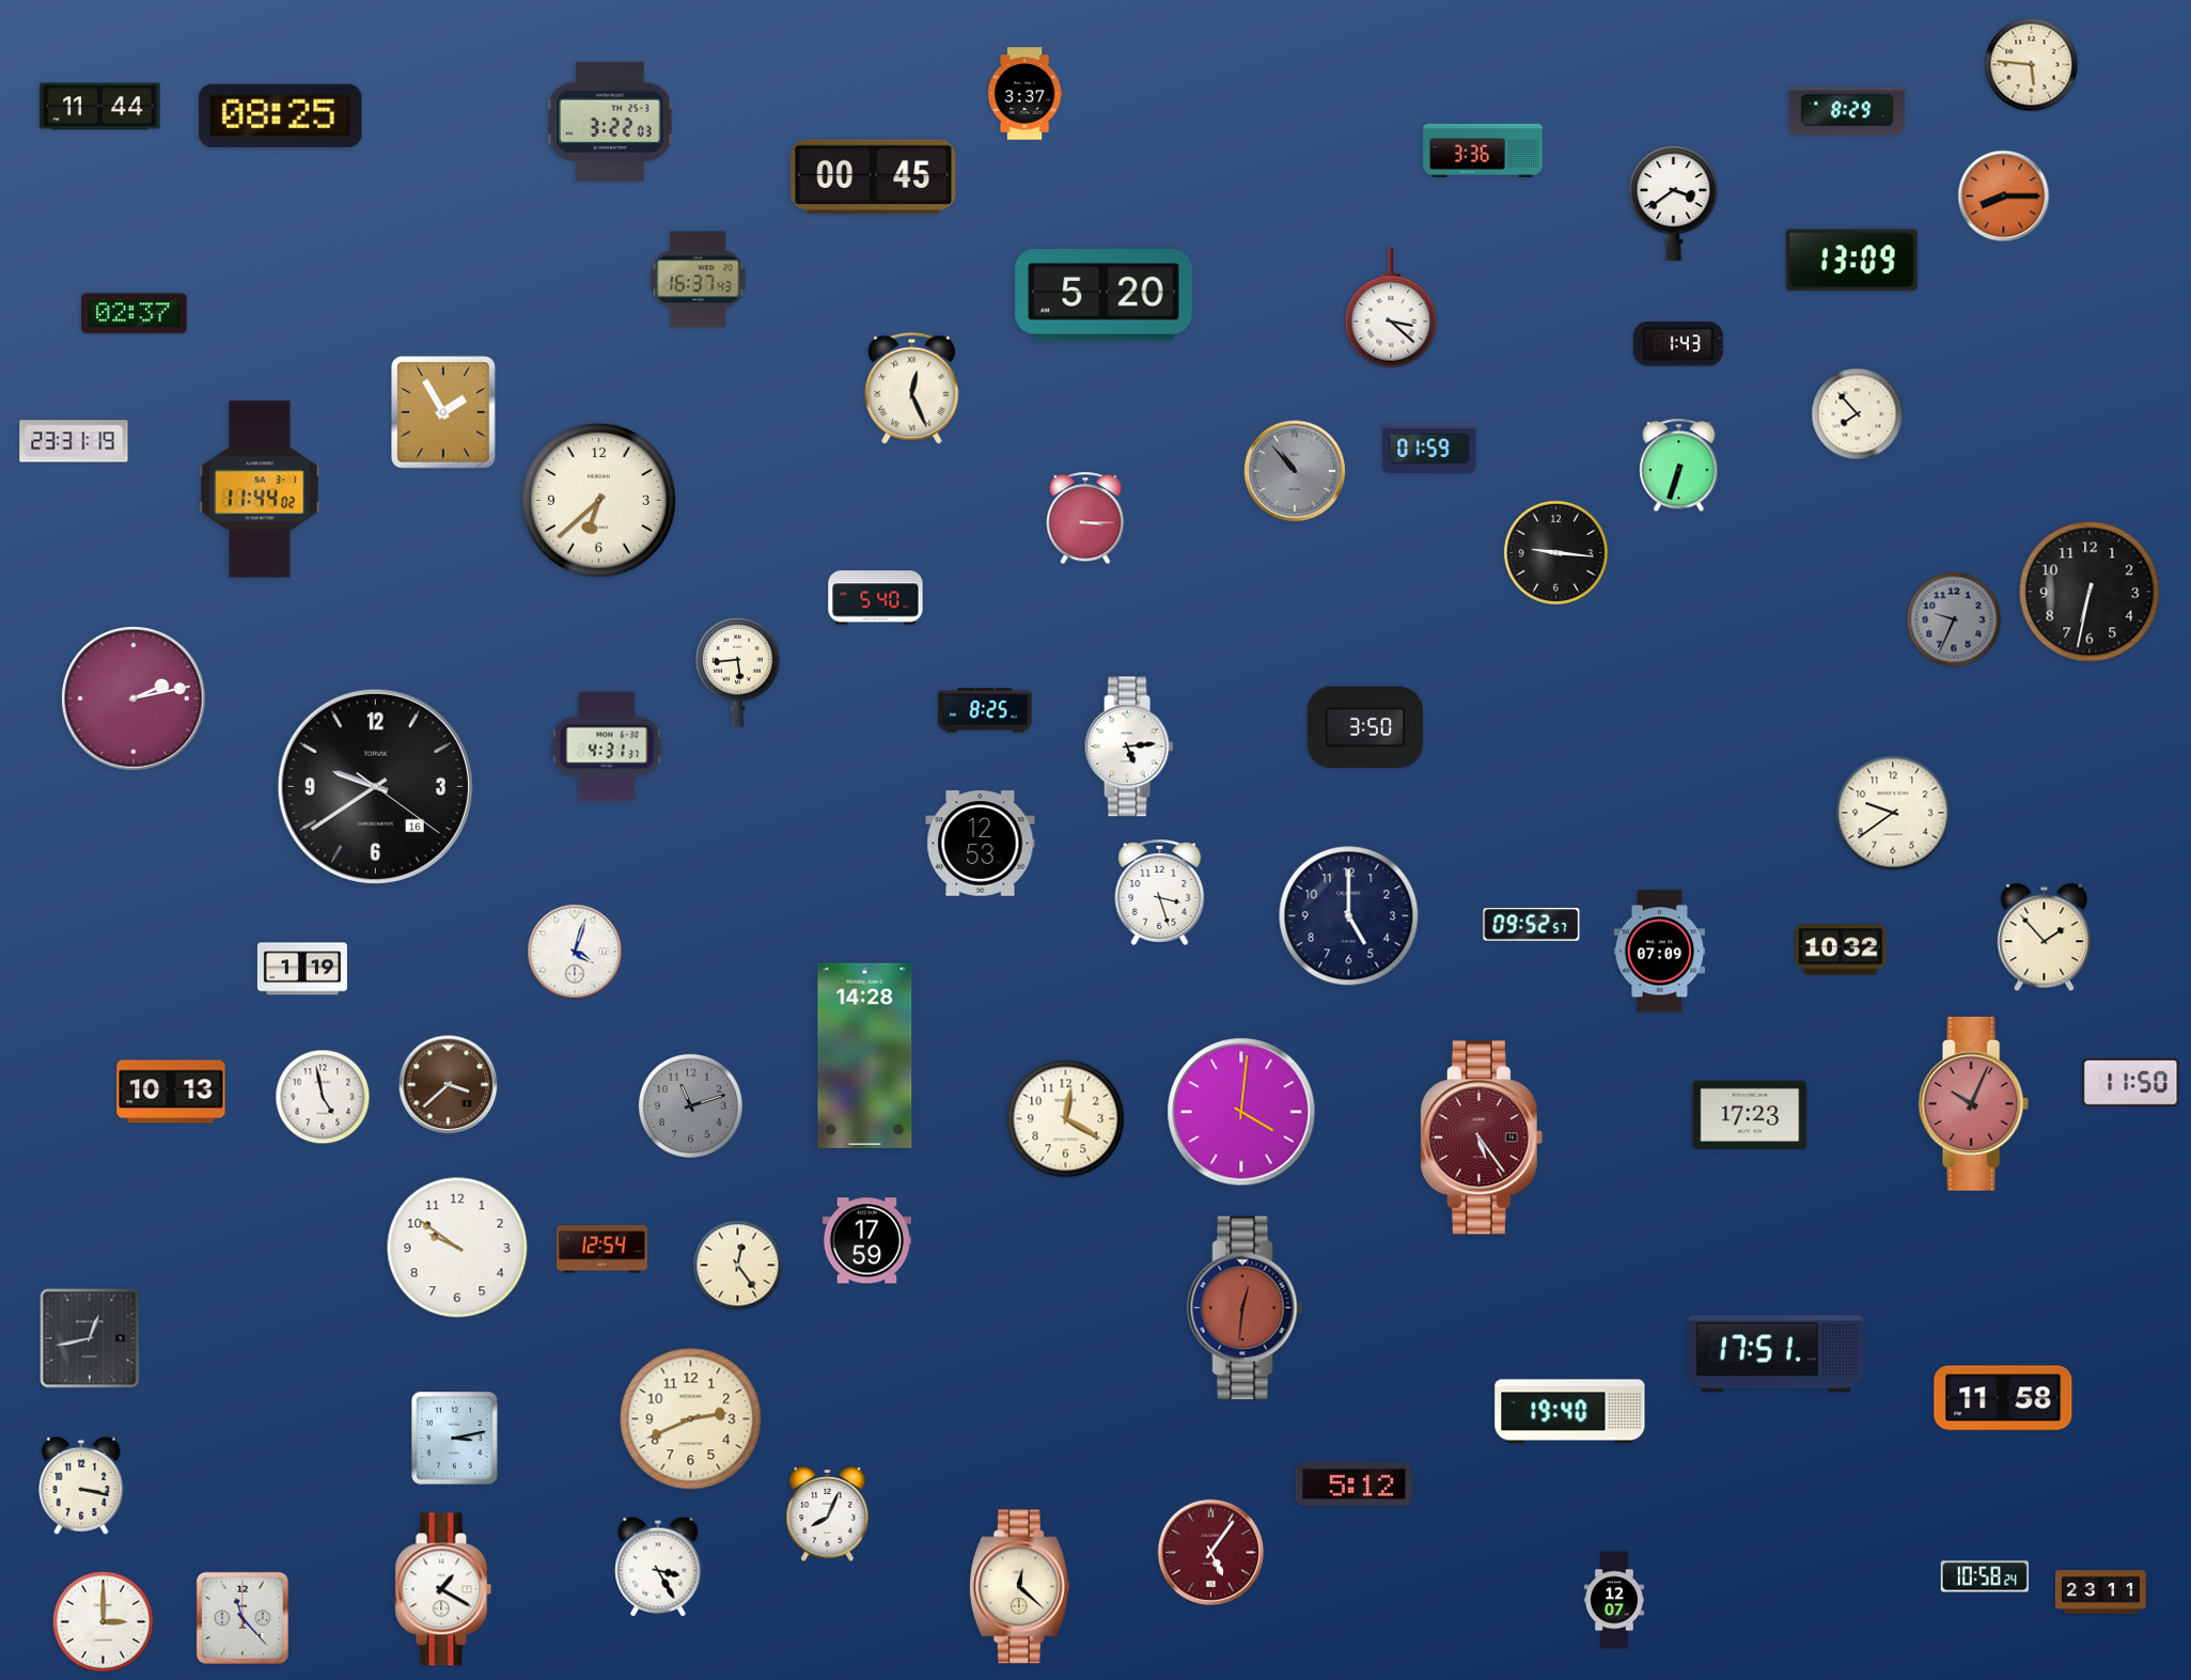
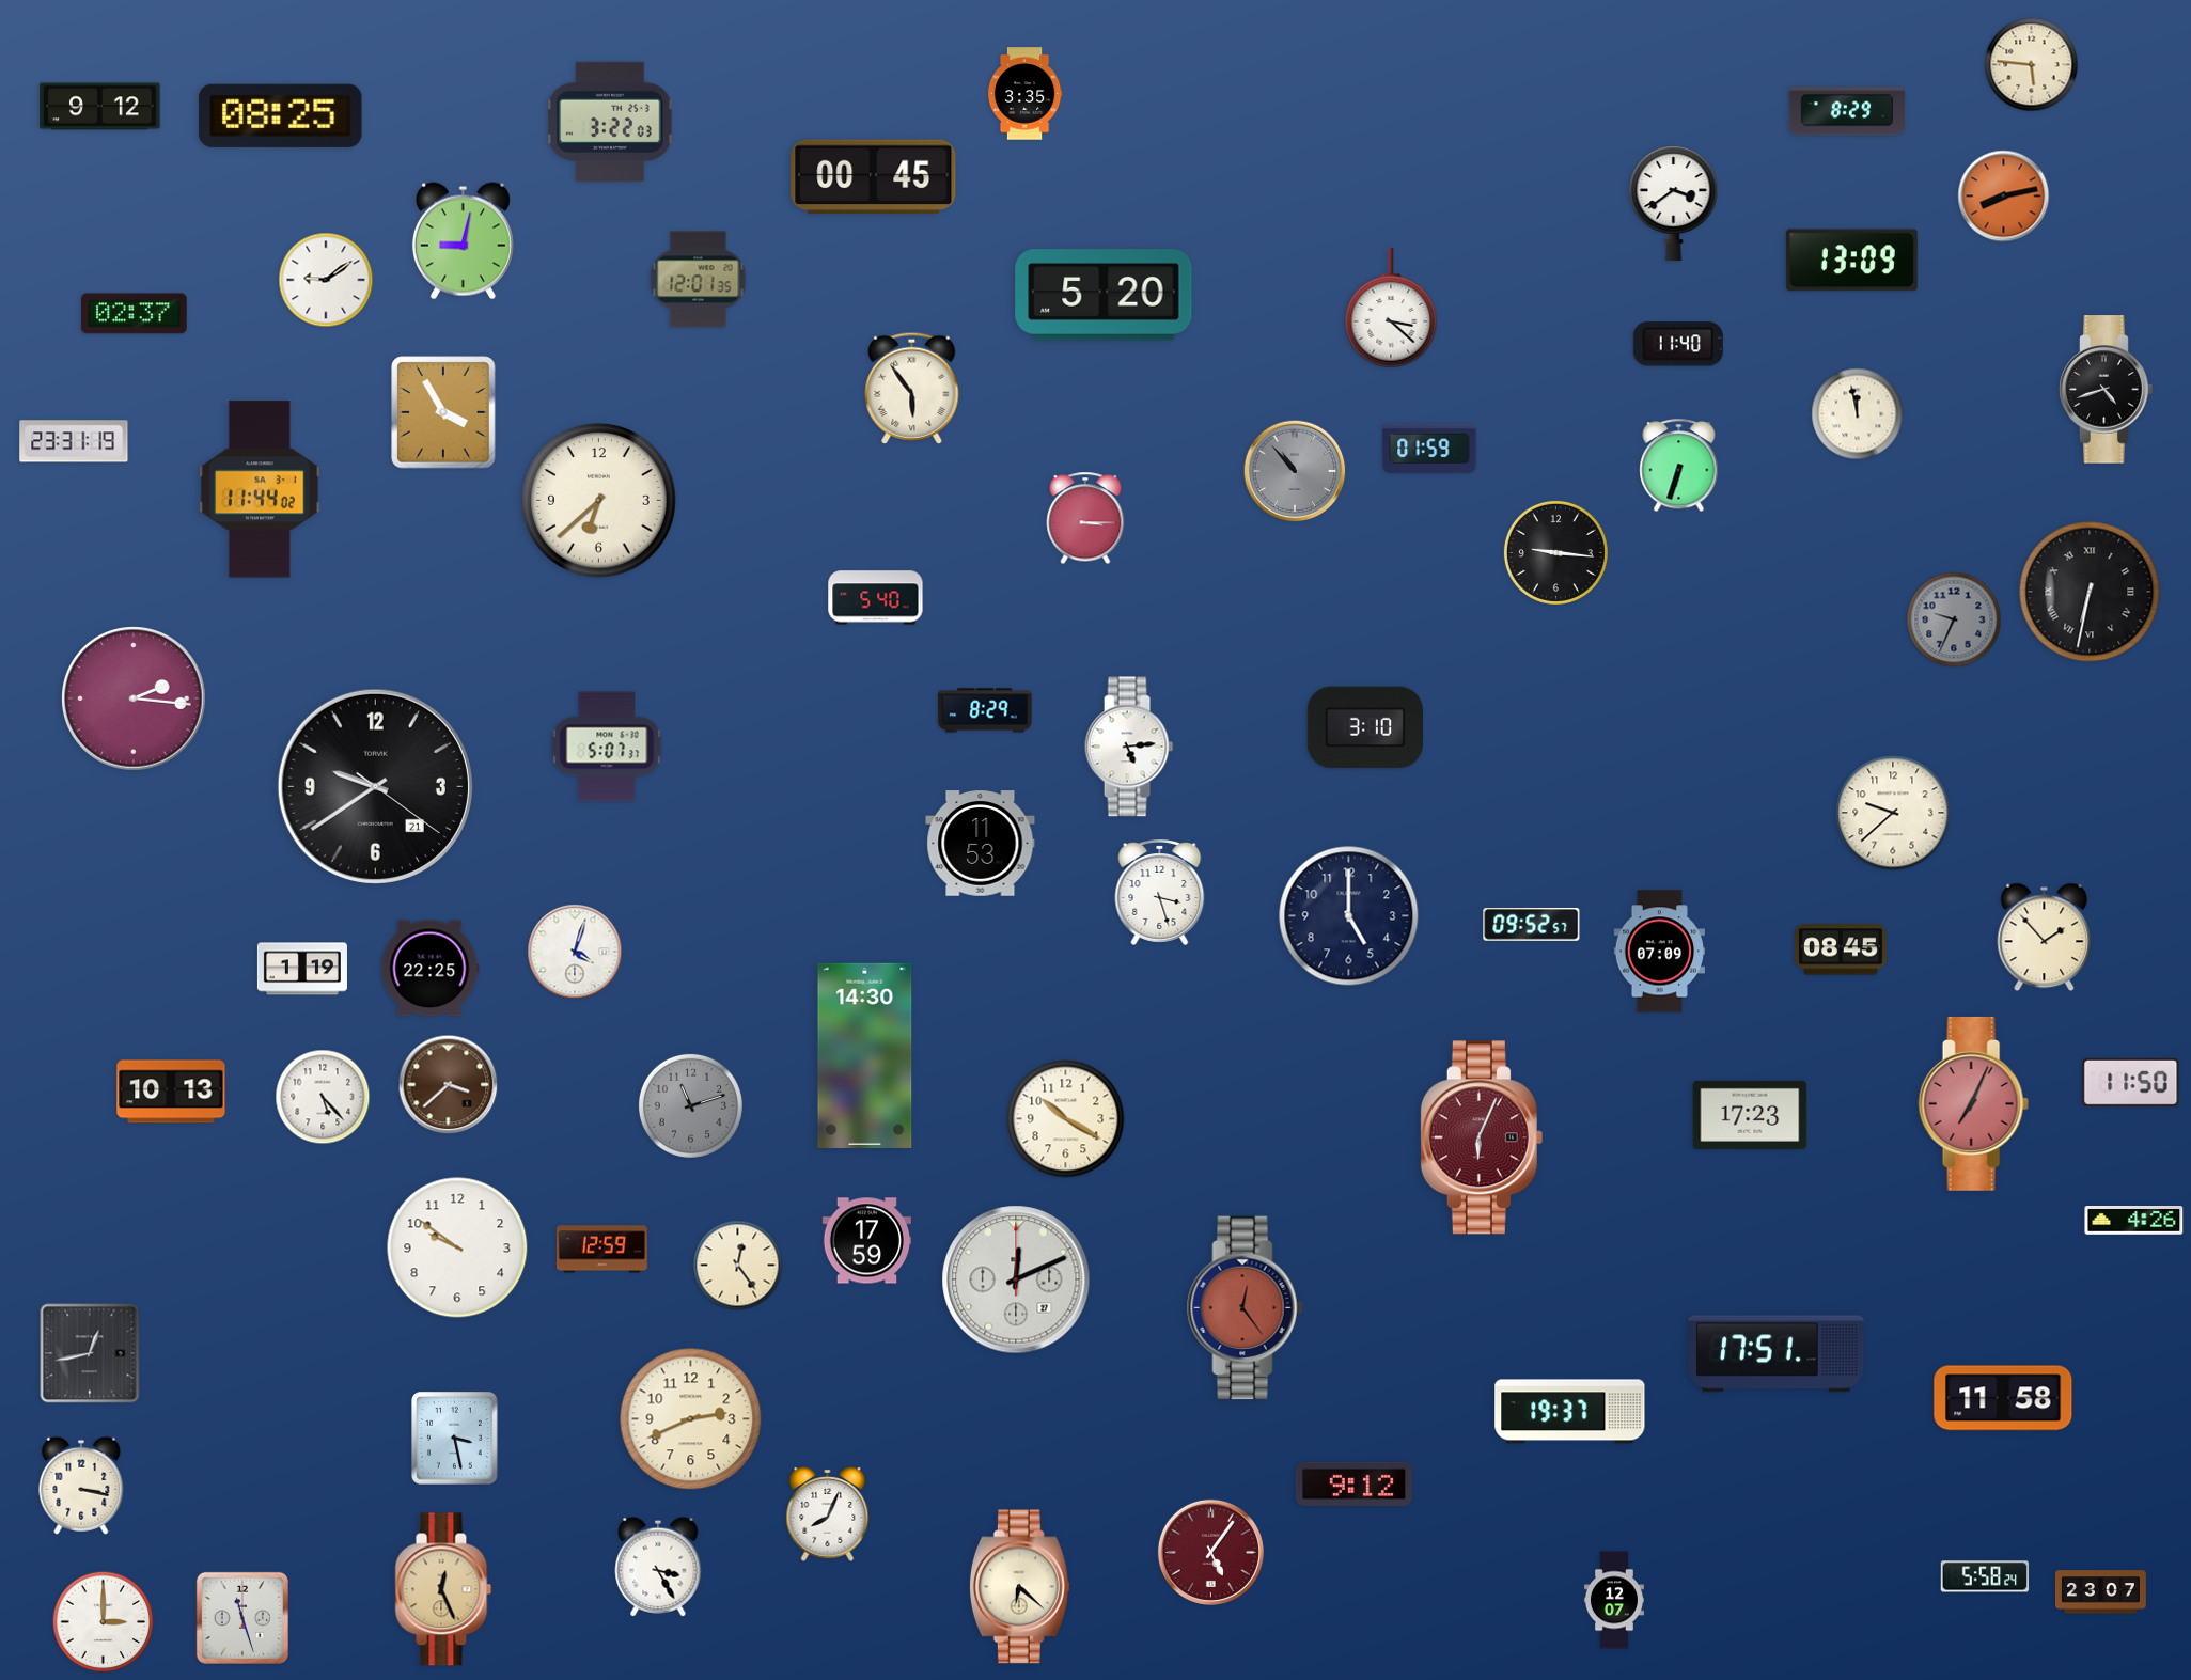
clock at (1024, 94): 3:37 -> 3:35
clock at (100, 107): 11:44 -> 9:12
clock at (1483, 151): 3:36 -> none
clock at (2004, 197): 8:15 -> 8:13
clock at (463, 241): none -> 9:02
clock at (326, 280): none -> 9:09
clock at (699, 280): 16:37 -> 12:01
clock at (1678, 344): 1:43 -> 11:40
clock at (912, 388): 12:26 -> 5:54
clock at (2107, 390): none -> 4:42
clock at (443, 412): 1:55 -> 3:55
clock at (1858, 414): 7:53 -> 11:58
clock at (2090, 592) numerals: Arabic -> Roman
clock at (738, 672): 5:44 -> none
clock at (134, 698): 2:13 -> 2:16
clock at (985, 710): 8:25 -> 8:29
clock at (1364, 727): 3:50 -> 3:10
clock at (607, 747): 4:31 -> 5:07
clock at (375, 786) date: 16 -> 21
clock at (1893, 813): 9:39 -> 9:38
clock at (981, 844): 12:53 -> 11:53
clock at (1841, 949): 10:32 -> 08:45
clock at (429, 969): none -> 22:25
clock at (865, 1055): 14:28 -> 14:30
clock at (323, 1097): 4:58 -> 5:23
clock at (1973, 1103): 10:04 -> 7:04
clock at (1241, 1112): 4:01 -> none
clock at (1066, 1119): 12:20 -> 10:20
clock at (1482, 1137): 5:24 -> 6:04
clock at (2134, 1221): none -> 4:26
clock at (601, 1250): 12:54 -> 12:59
clock at (1016, 1279): none -> 12:11
clock at (1246, 1308): 12:31 -> 12:24
clock at (90, 1338) position: (90, 1338) -> (90, 1353)
clock at (1570, 1412): 19:40 -> 19:37
clock at (455, 1439): 3:13 -> 3:28
clock at (1353, 1483): 5:12 -> 9:12
clock at (1985, 1576): 10:58 -> 5:58
clock at (1019, 1587): 12:22 -> 6:22
clock at (443, 1589): 1:20 -> 12:26
clock at (443, 1589) dial: white -> champagne
clock at (2100, 1592): 23:11 -> 23:07
clock at (242, 1618): 11:23 -> 11:27
